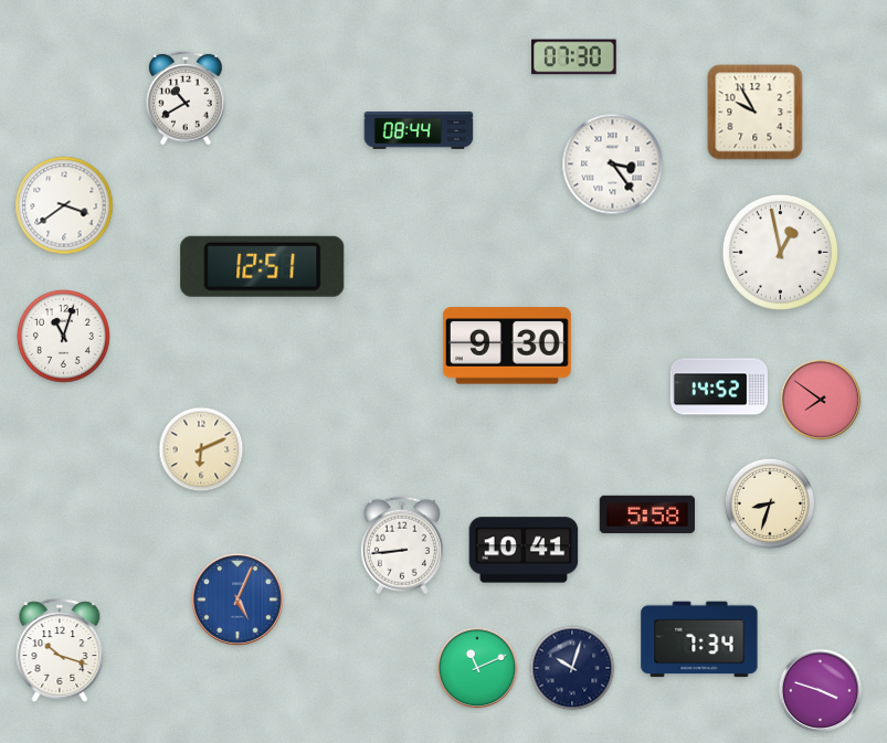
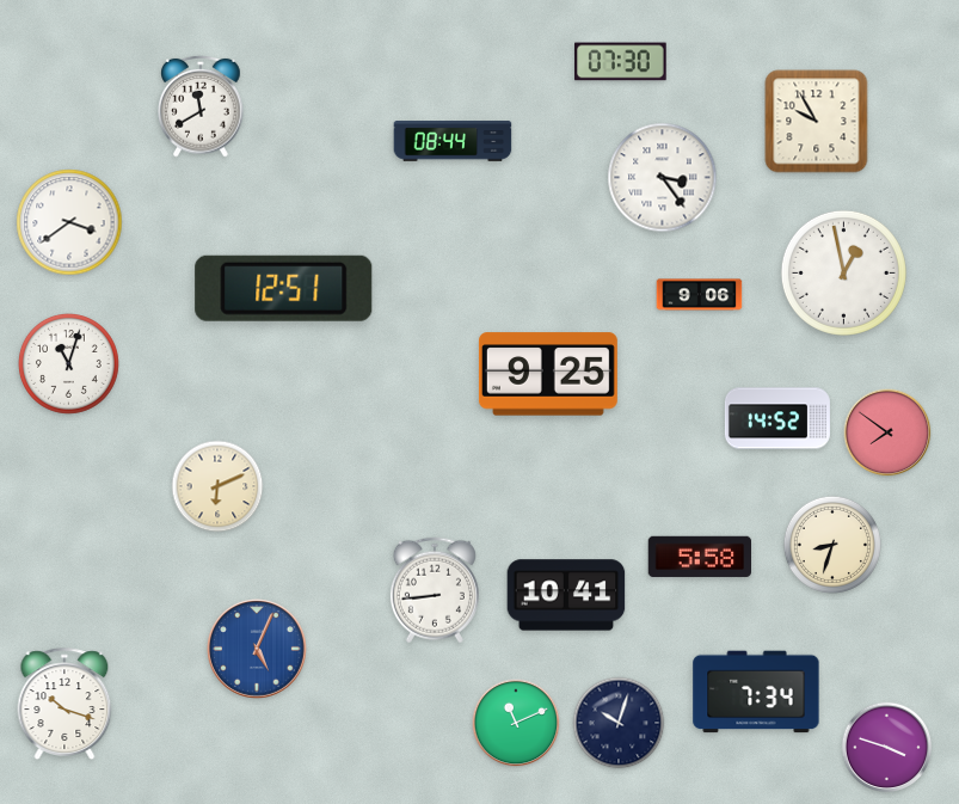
clock at (186, 98): 10:40 -> 11:40
clock at (700, 295): none -> 9:06
clock at (507, 346): 9:30 -> 9:25
